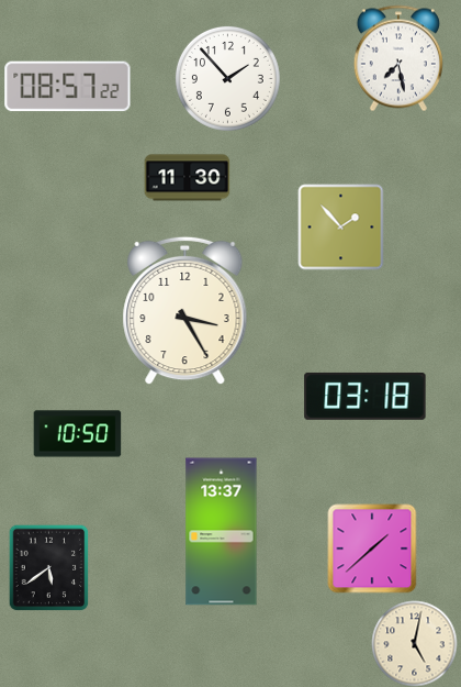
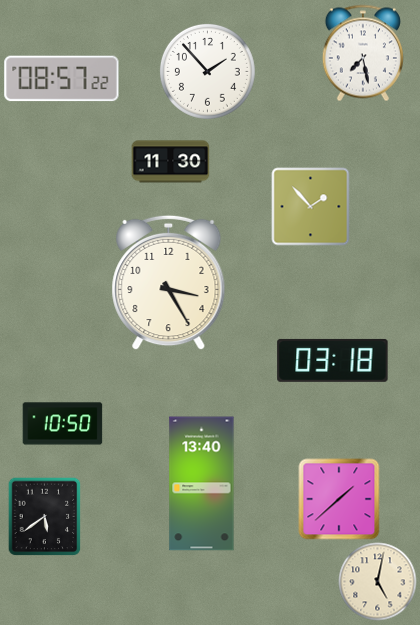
clock at (77, 434) position: (77, 434) -> (62, 424)
clock at (222, 532): 13:37 -> 13:40
clock at (414, 643) position: (414, 643) -> (377, 581)
